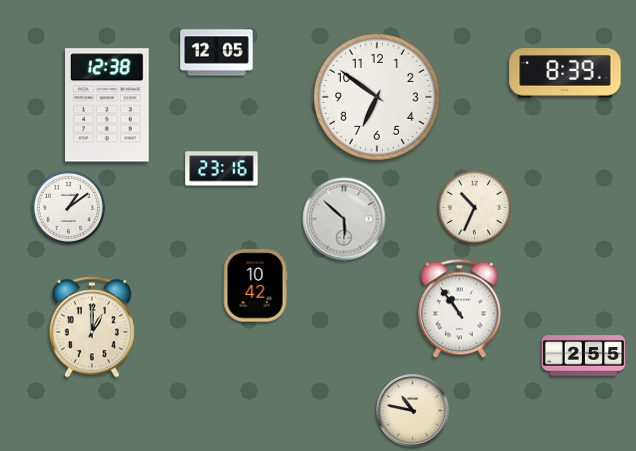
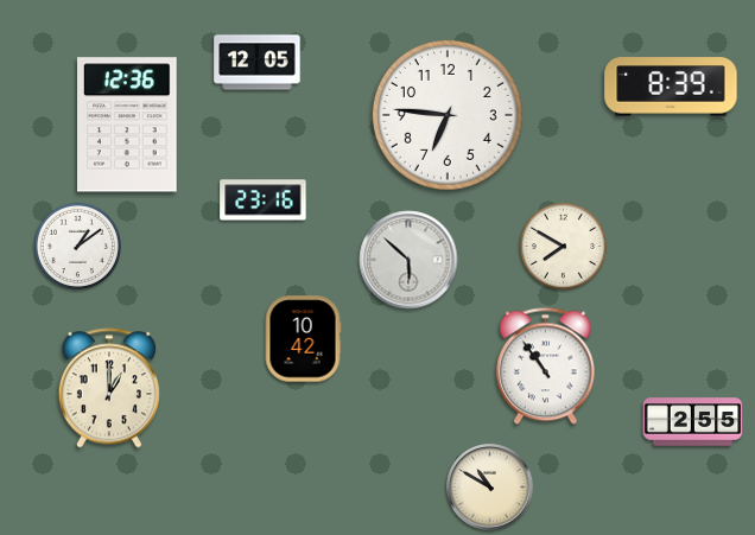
clock at (377, 97): 6:51 -> 6:46
clock at (108, 105): 12:38 -> 12:36
clock at (68, 207) position: (68, 207) -> (77, 246)
clock at (474, 207): 10:34 -> 7:50
clock at (413, 411): 10:47 -> 10:50
